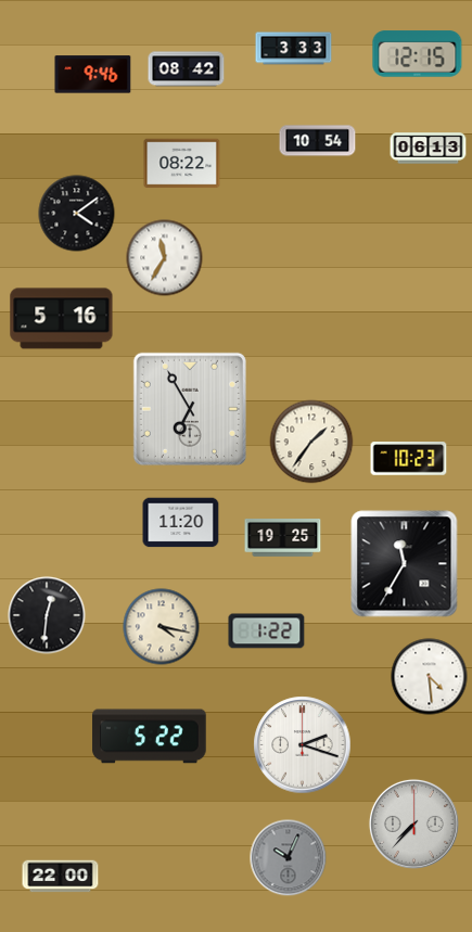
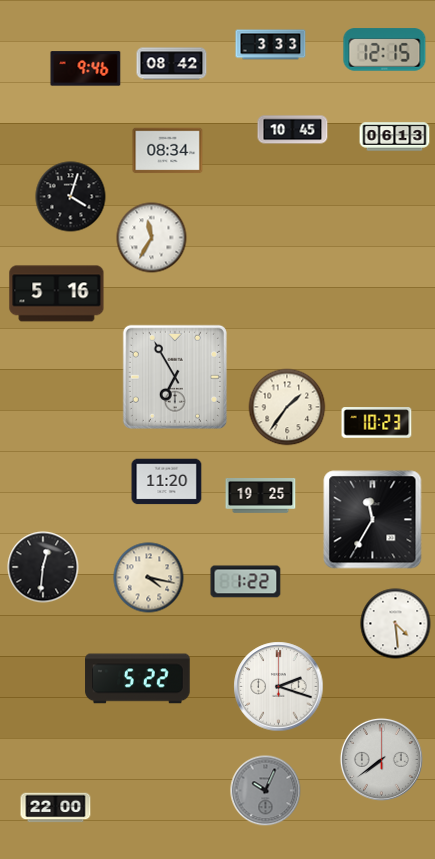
clock at (318, 141): 10:54 -> 10:45
clock at (182, 164): 08:22 -> 08:34
clock at (77, 214): 4:09 -> 4:03
clock at (413, 824): 7:37 -> 7:39
